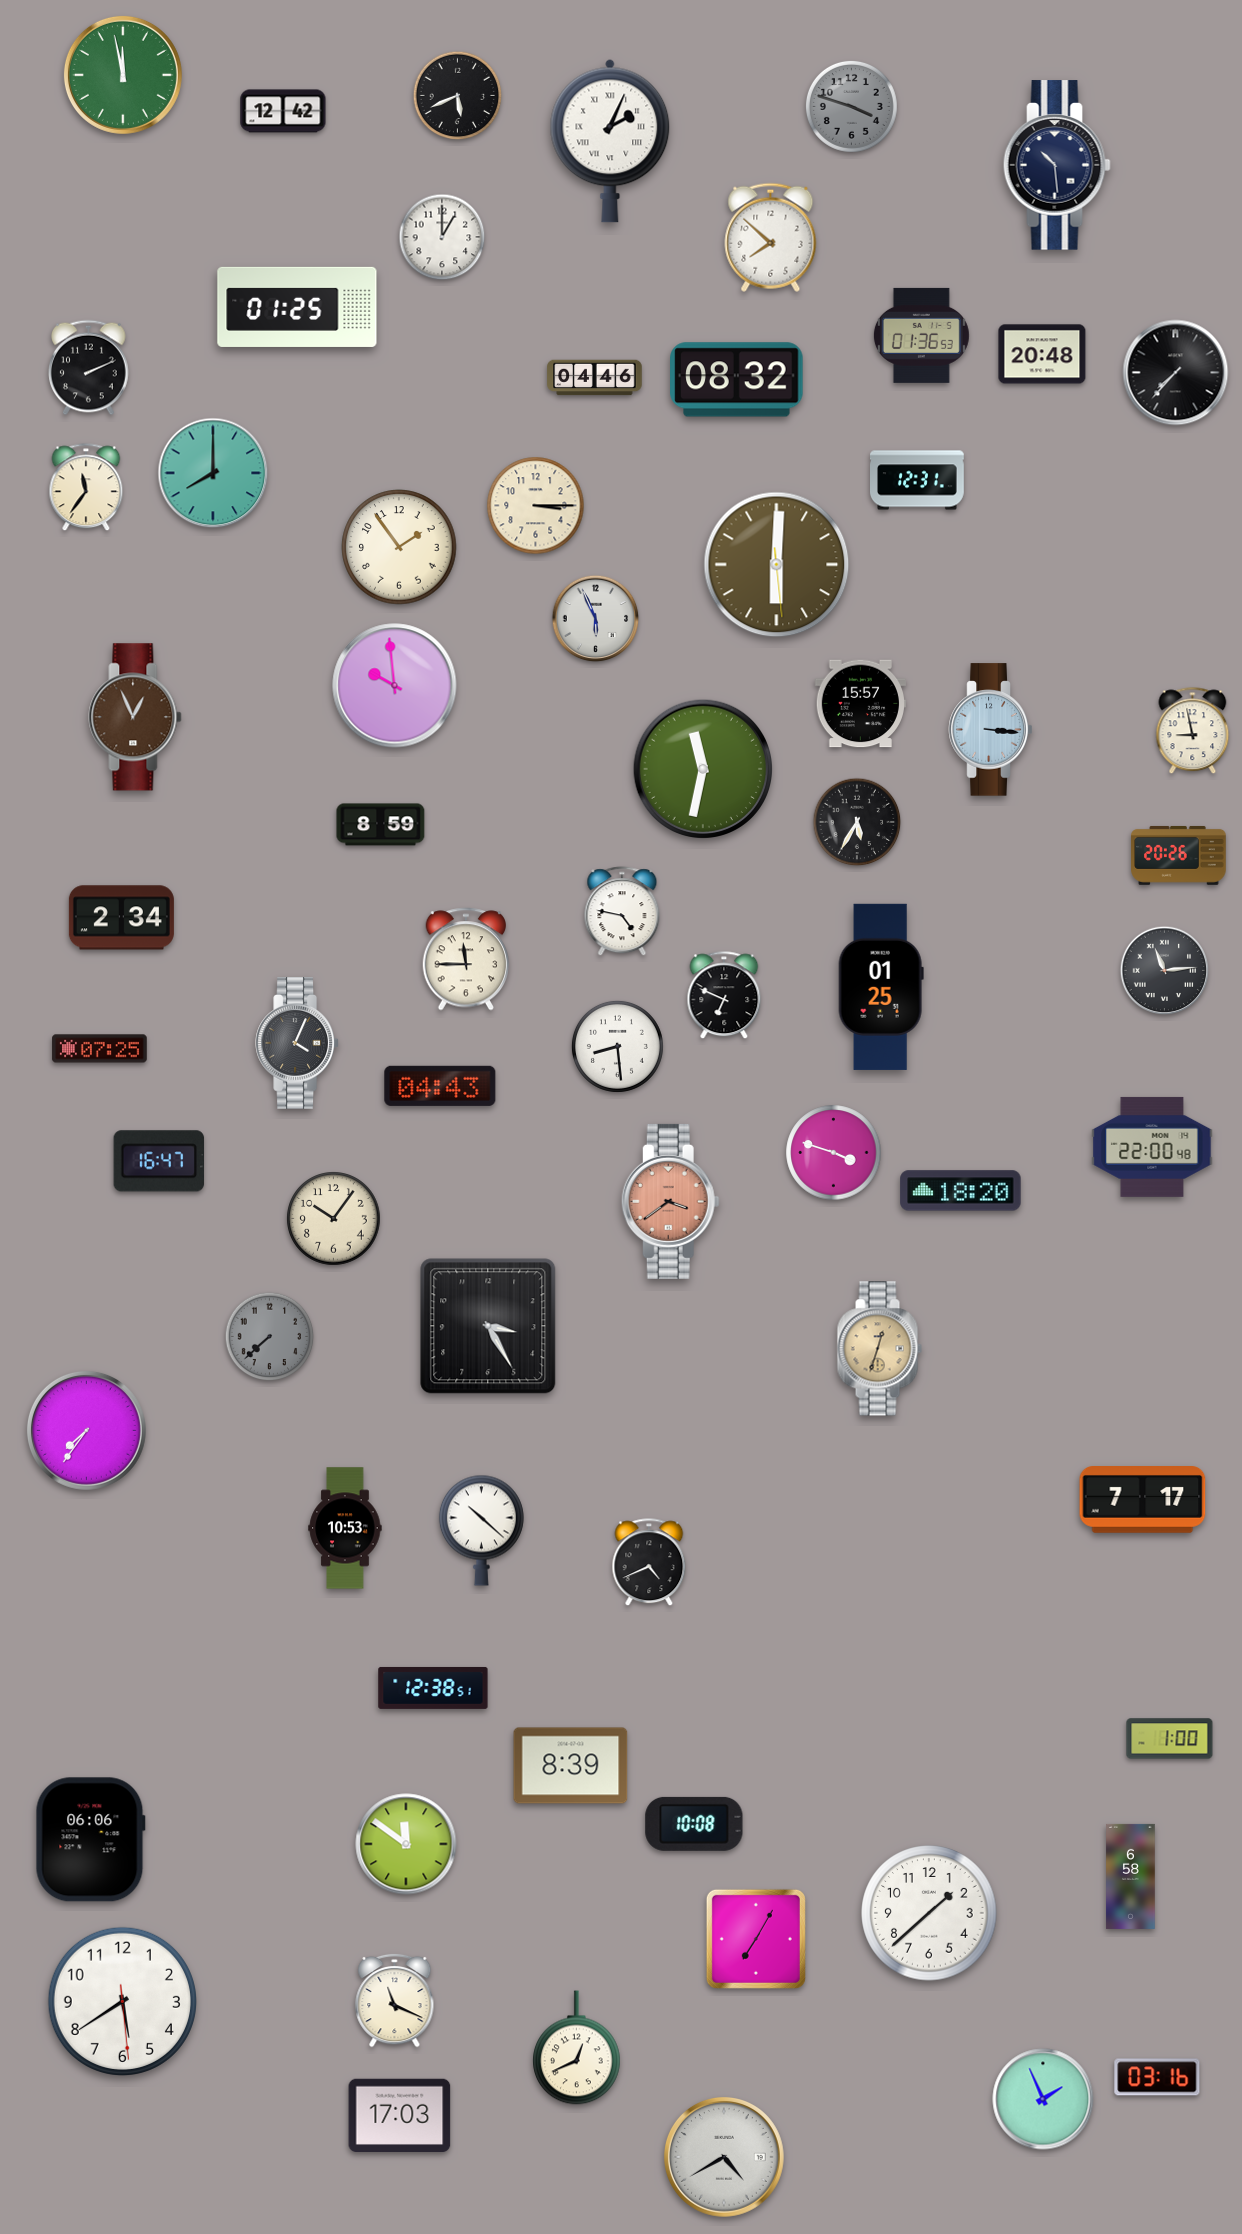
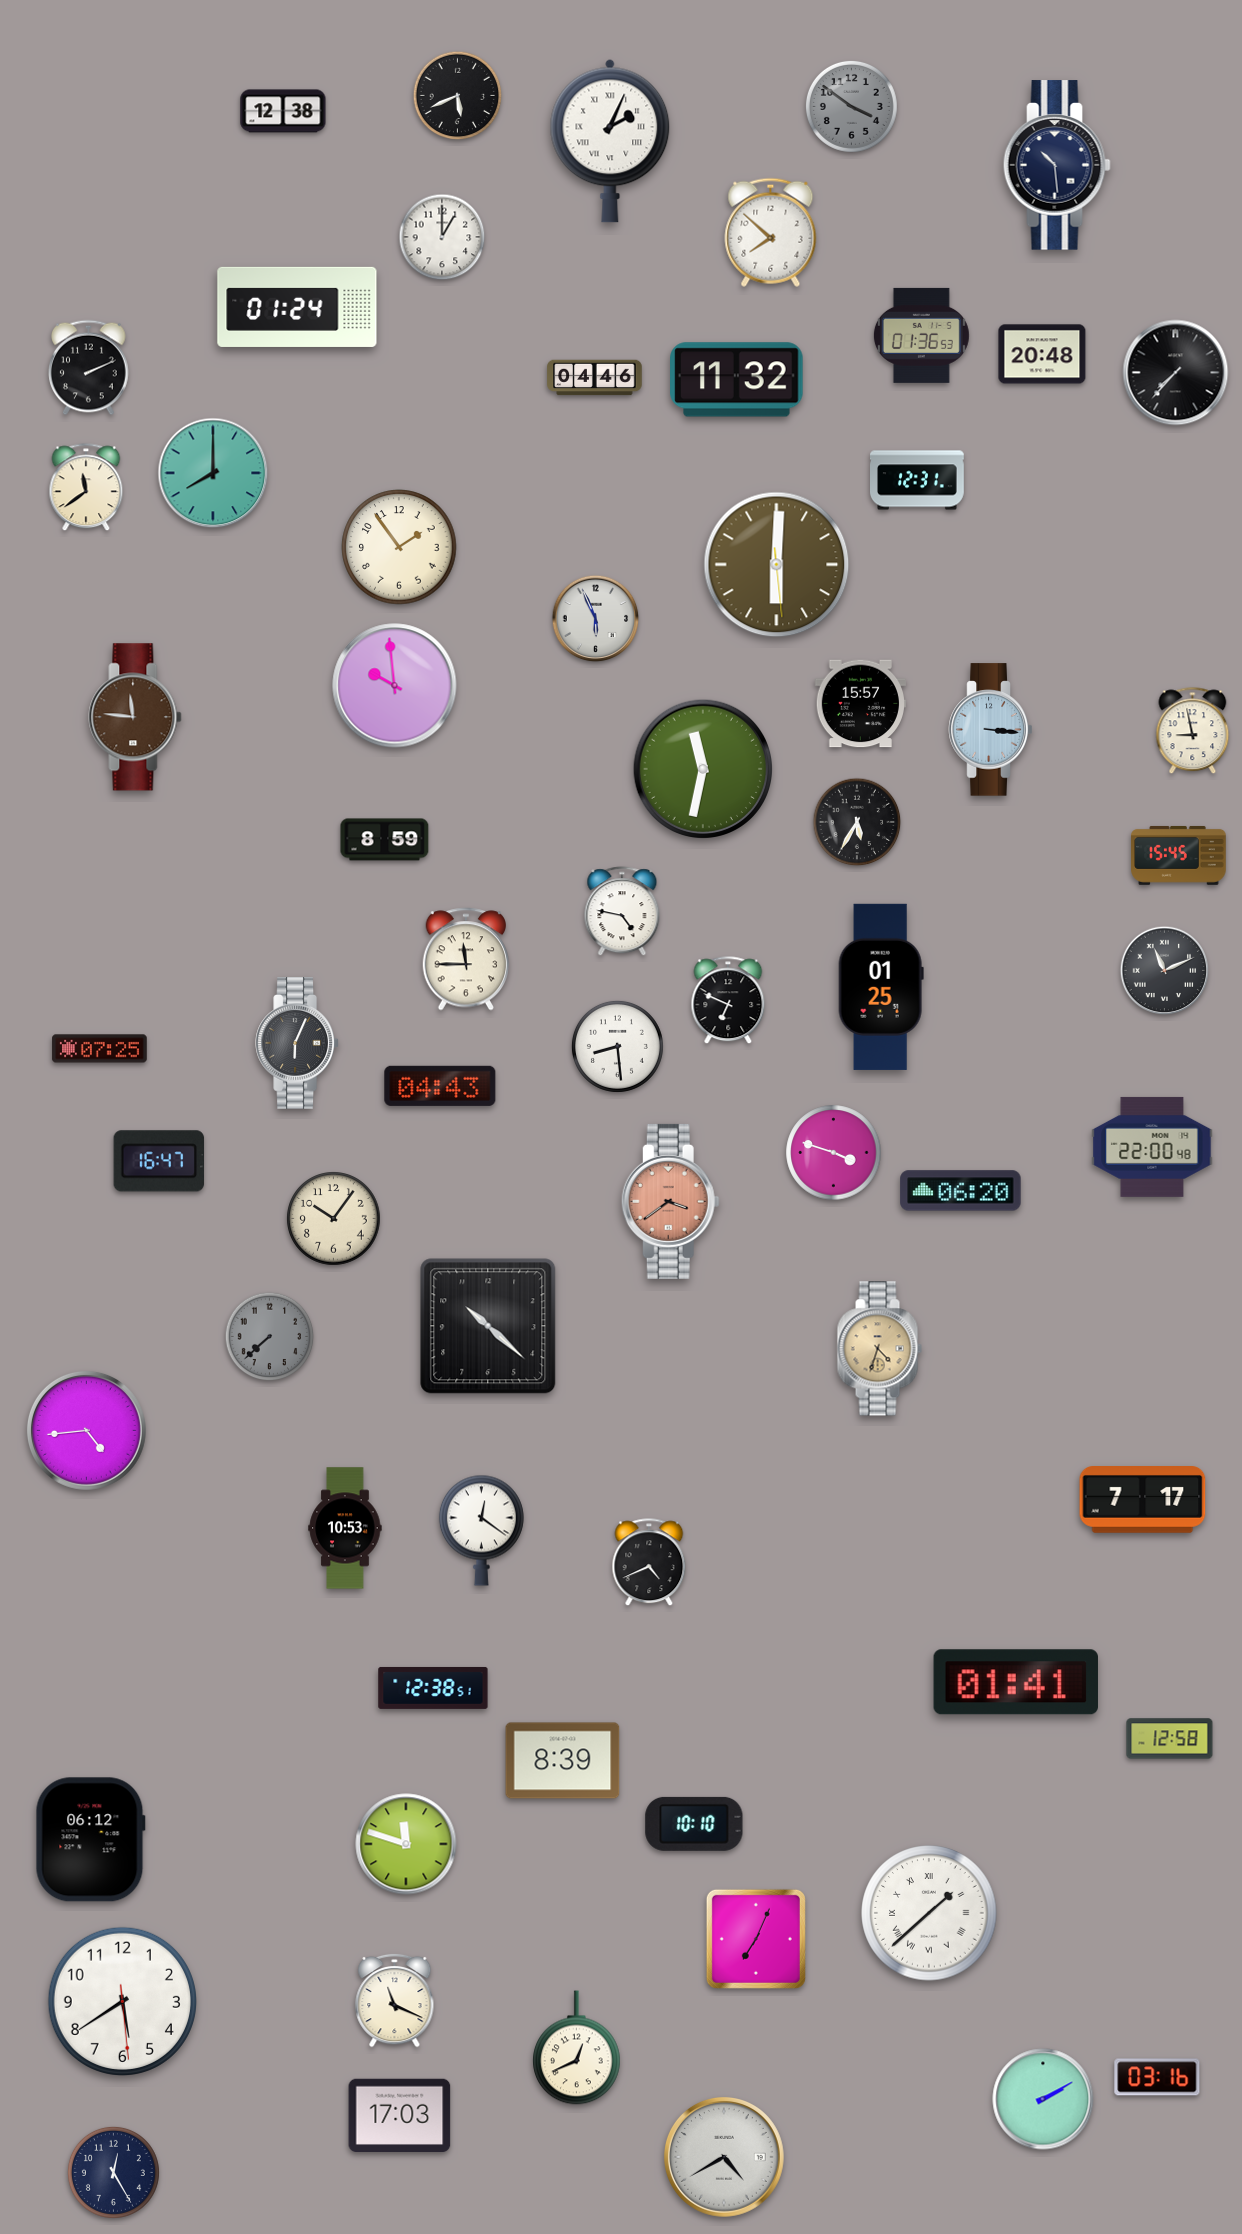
clock at (123, 75): 11:58 -> none
clock at (851, 106): 3:48 -> 3:51
clock at (283, 111): 12:42 -> 12:38
clock at (771, 237) position: (771, 237) -> (771, 232)
clock at (297, 307): 01:25 -> 01:24
clock at (737, 380): 08:32 -> 11:32
clock at (86, 488): 11:36 -> 11:39
clock at (536, 506): 3:15 -> none
clock at (135, 717): 12:56 -> 11:46
clock at (381, 825) position: (381, 825) -> (385, 840)
clock at (1179, 855): 20:26 -> 15:45
clock at (121, 918): 2:34 -> none
clock at (1165, 971): 11:14 -> 11:11
clock at (724, 996) position: (724, 996) -> (728, 1001)
clock at (297, 1043): 4:04 -> 6:04
clock at (961, 1191): 18:20 -> 06:20
clock at (488, 1326): 3:25 -> 10:22
clock at (879, 1349): 12:33 -> 4:33
clock at (86, 1430): 7:36 -> 4:44
clock at (481, 1530): 10:22 -> 12:21
clock at (1016, 1682): none -> 01:41
clock at (1170, 1739): 1:00 -> 12:58
clock at (571, 1766) position: (571, 1766) -> (563, 1761)
clock at (694, 1824): 10:08 -> 10:10
clock at (90, 1840): 06:06 -> 06:12
clock at (406, 1844): 11:51 -> 11:48
clock at (1131, 1876): 6:58 -> none
clock at (929, 1913) numerals: Arabic -> Roman
clock at (756, 1939): 7:05 -> 7:04
clock at (1043, 2099): 1:56 -> 2:10
clock at (113, 2172): none -> 12:25
